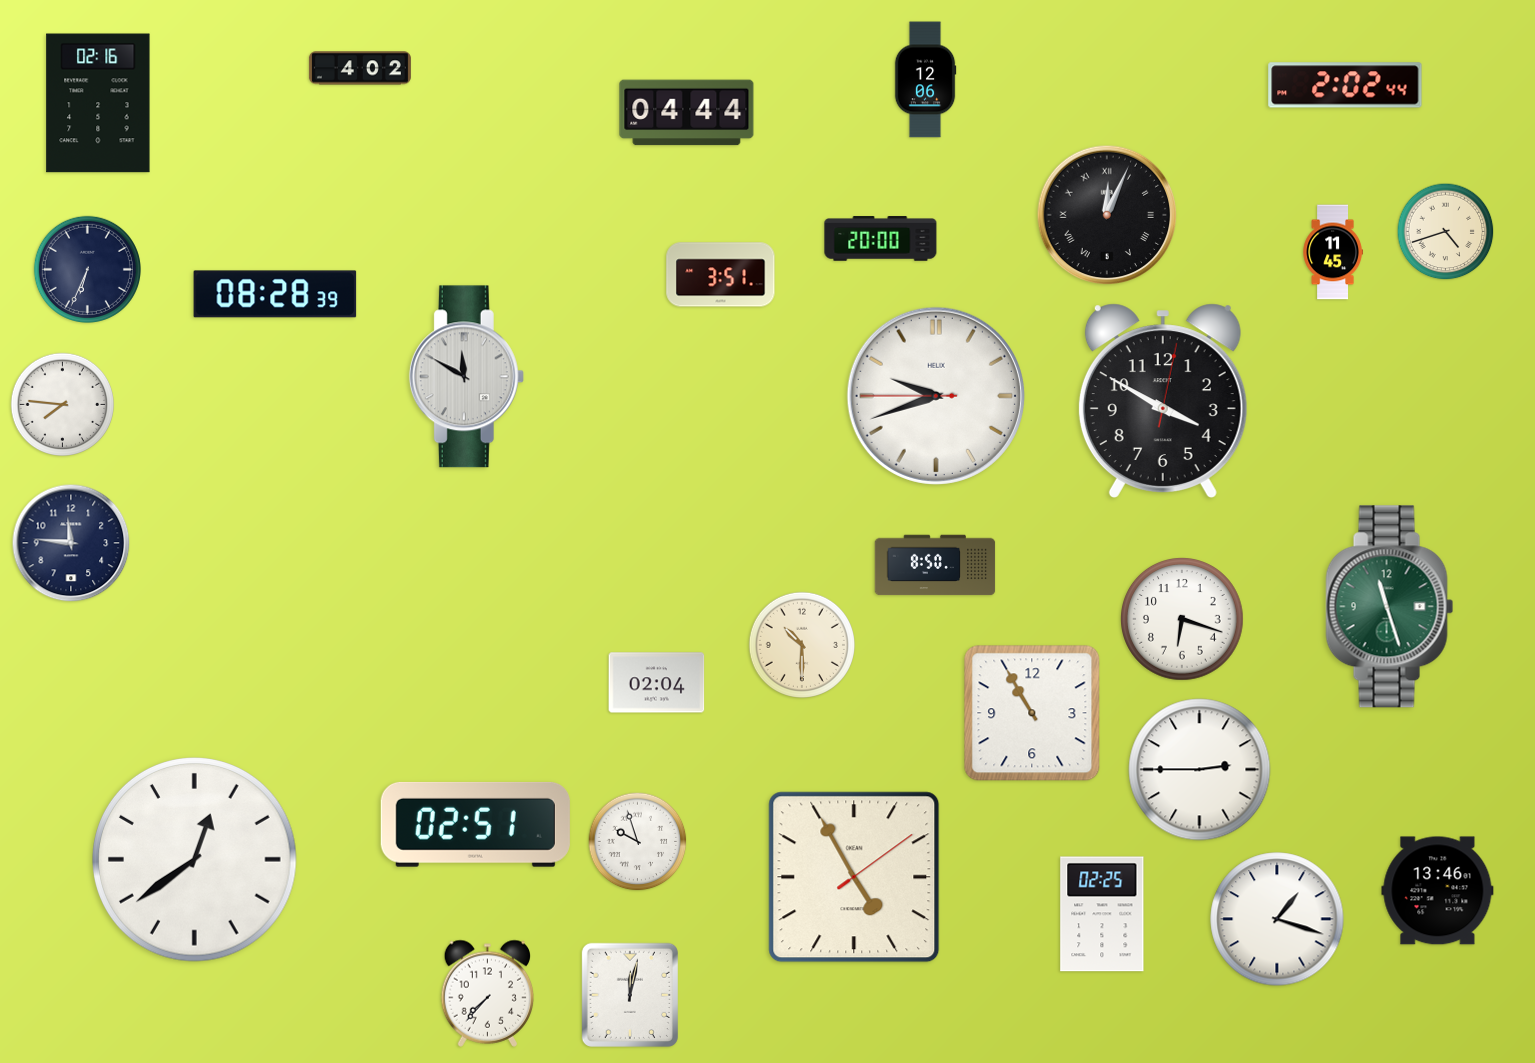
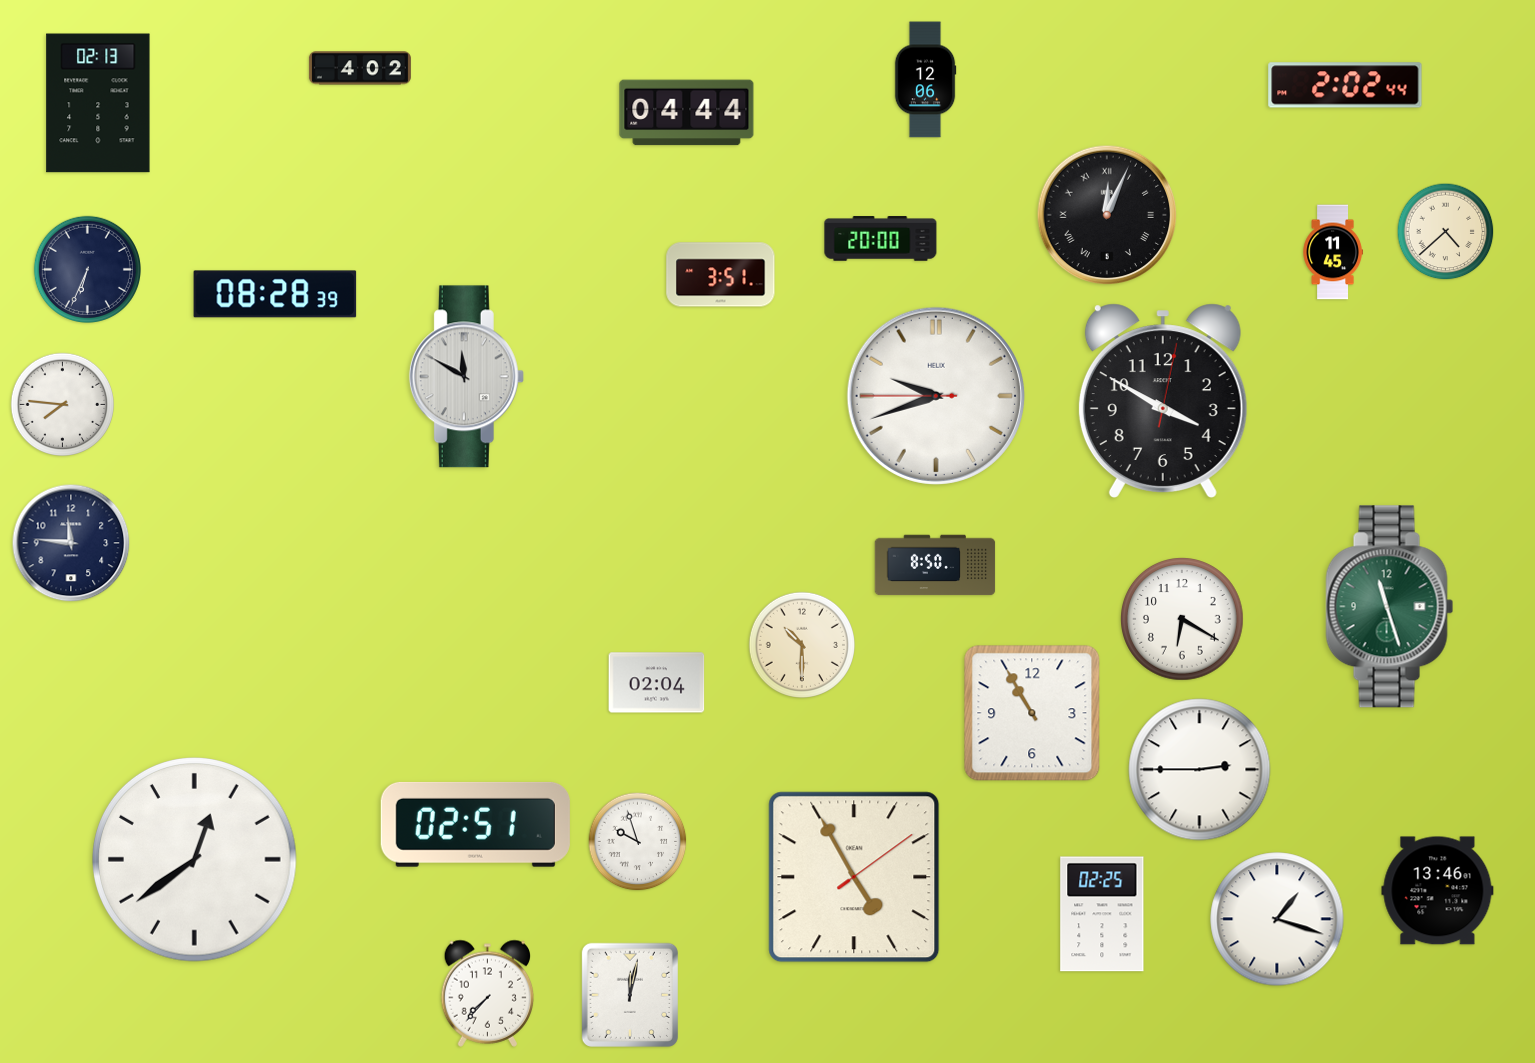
clock at (98, 103): 02:16 -> 02:13
clock at (1446, 232): 4:42 -> 4:38
clock at (1183, 620): 6:18 -> 6:20
